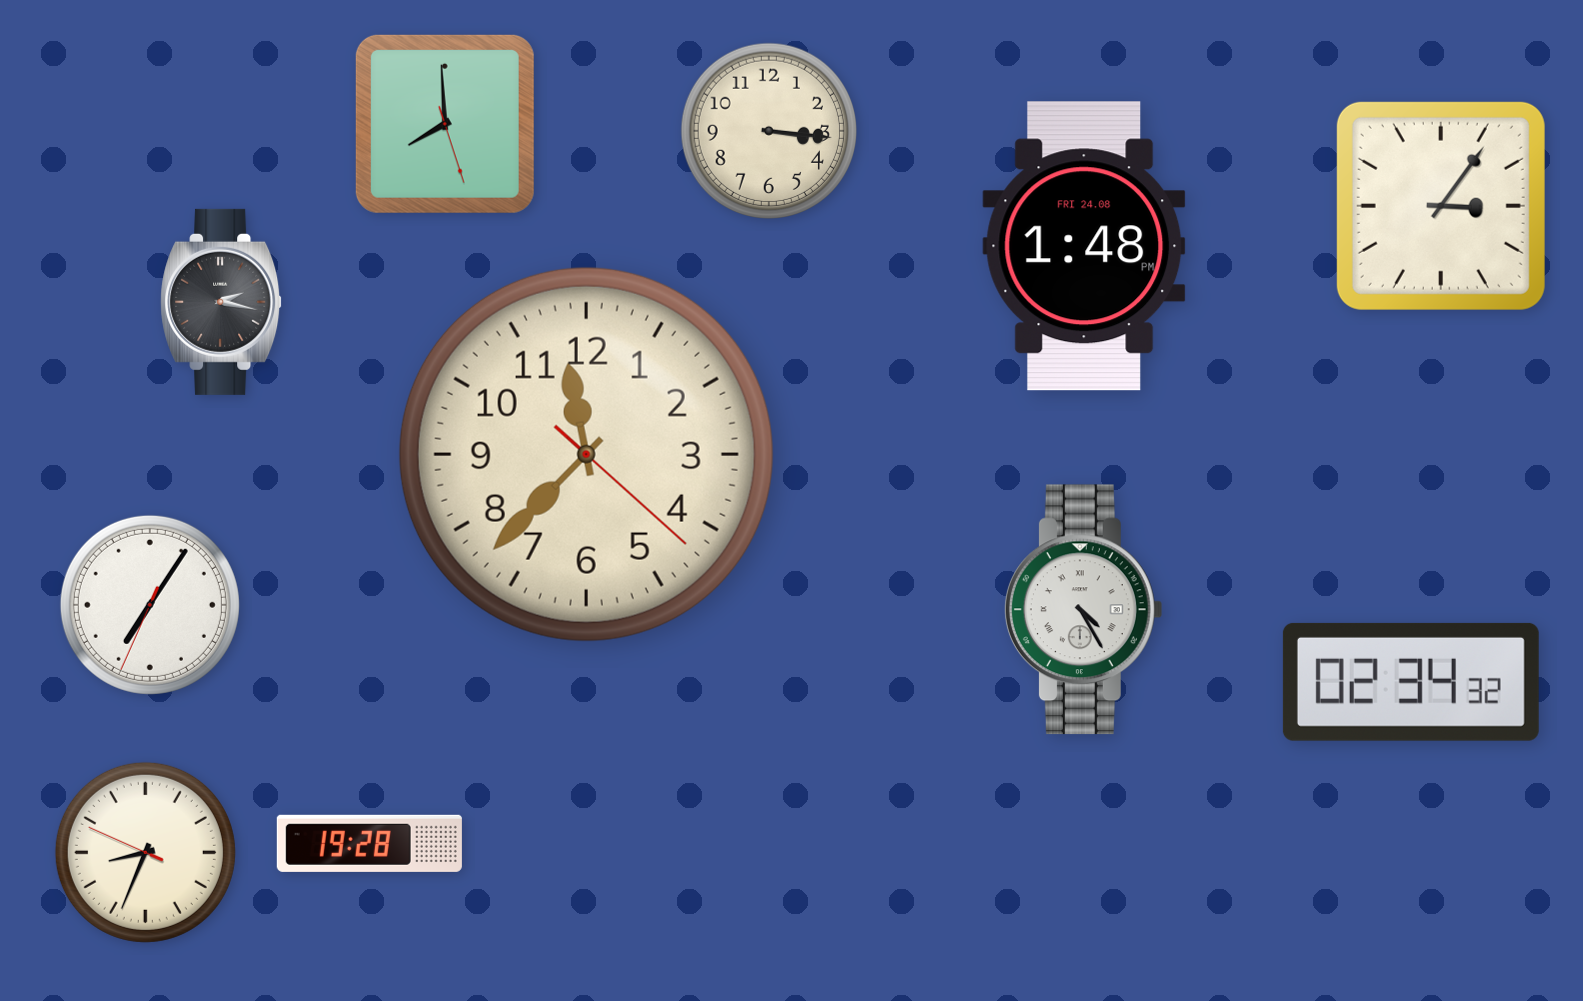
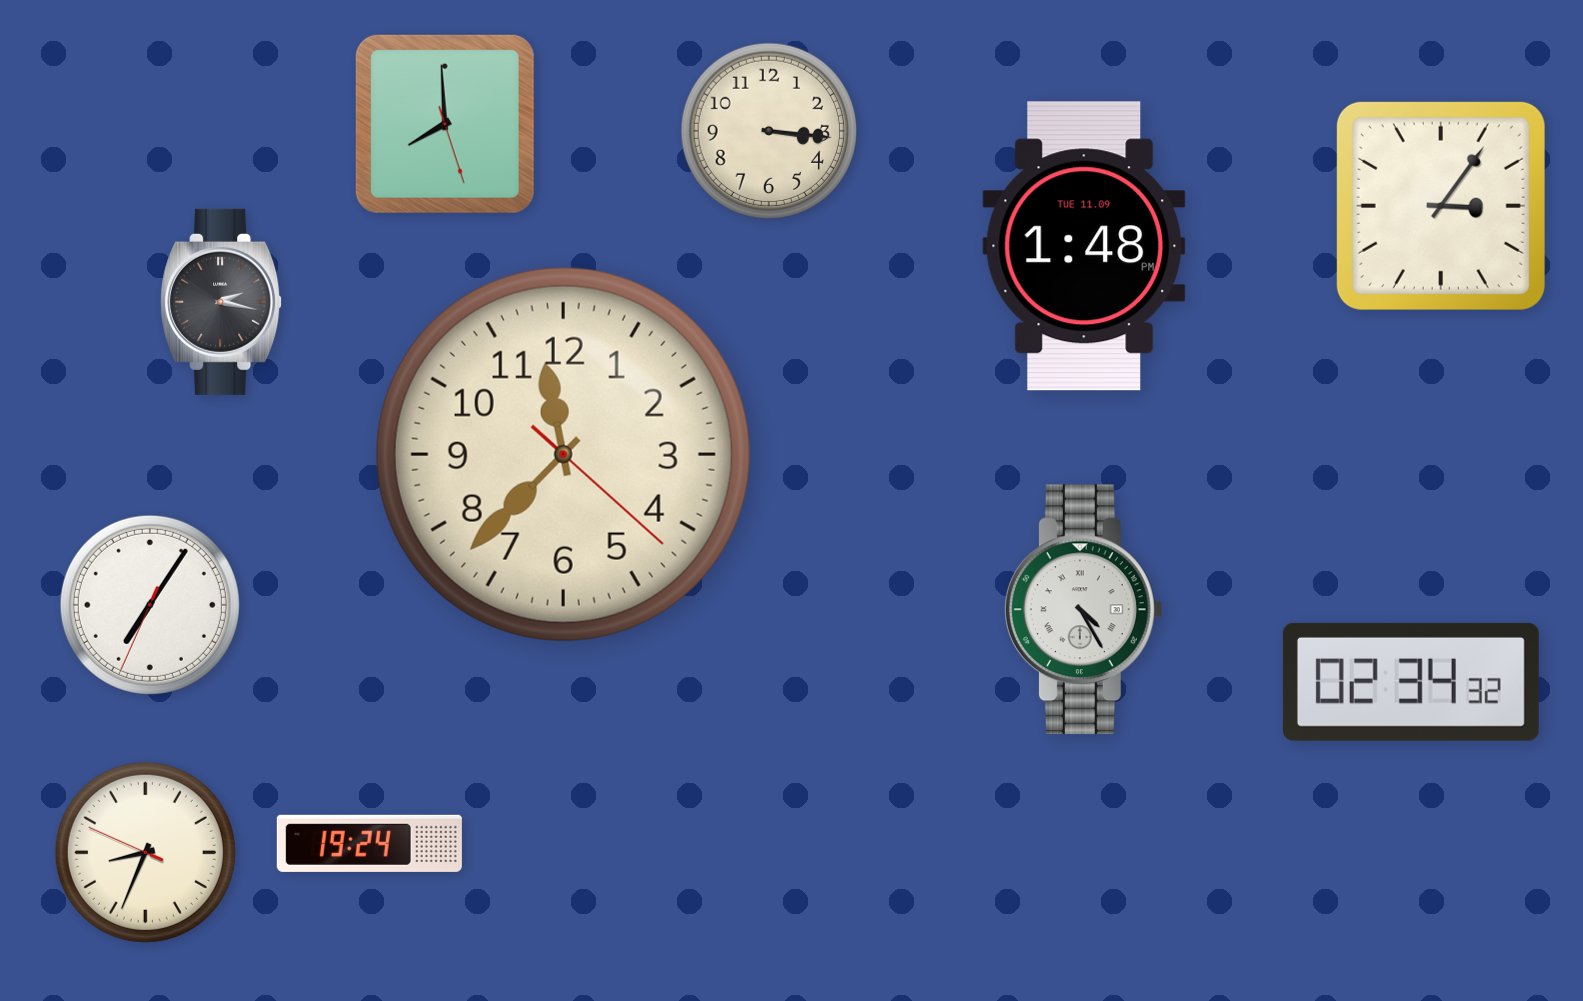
clock at (1084, 246) date: FRI 24.08 -> TUE 11.09
clock at (586, 454) position: (586, 454) -> (563, 454)
clock at (369, 843): 19:28 -> 19:24
